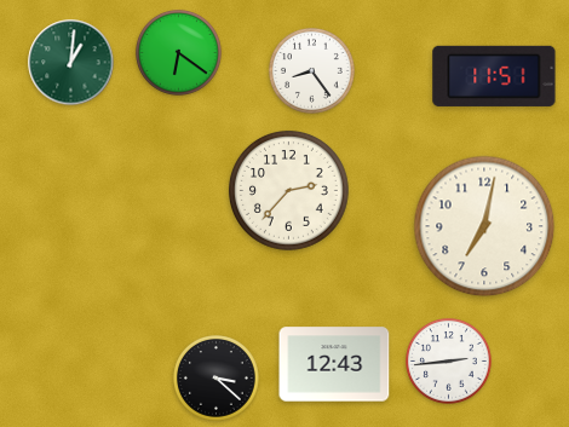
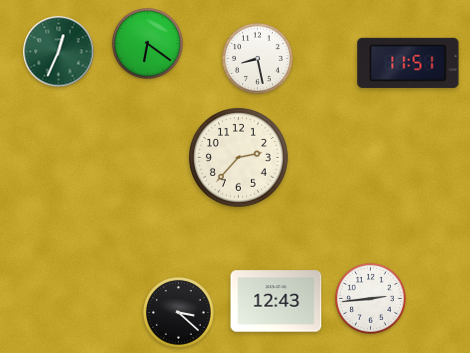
clock at (71, 63): 1:01 -> 12:34
clock at (312, 71): 8:24 -> 8:28
clock at (484, 226): 7:02 -> none
